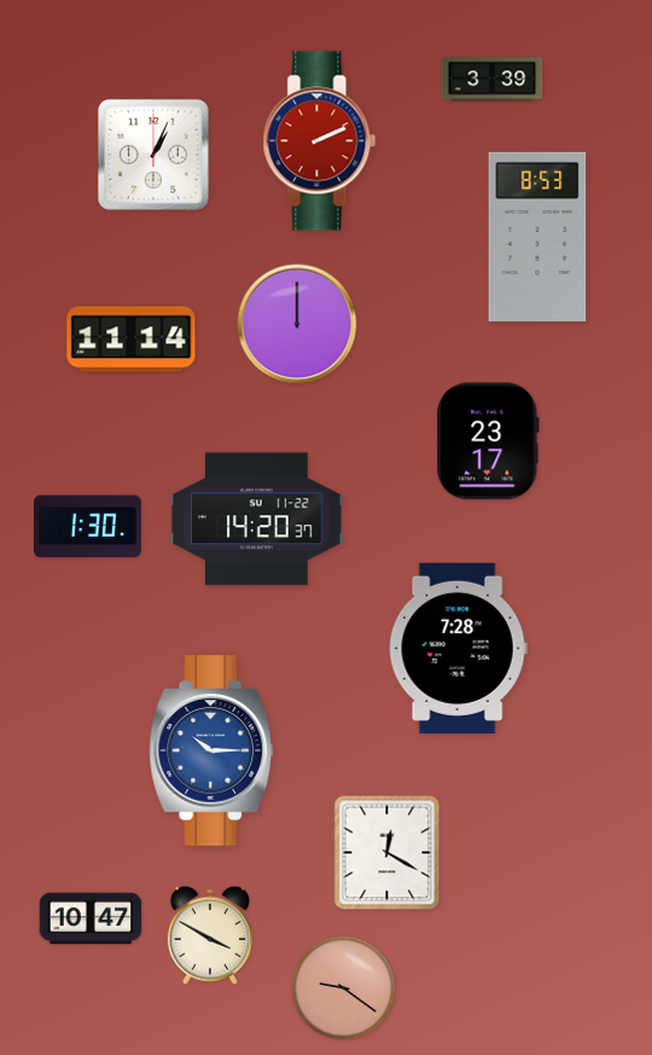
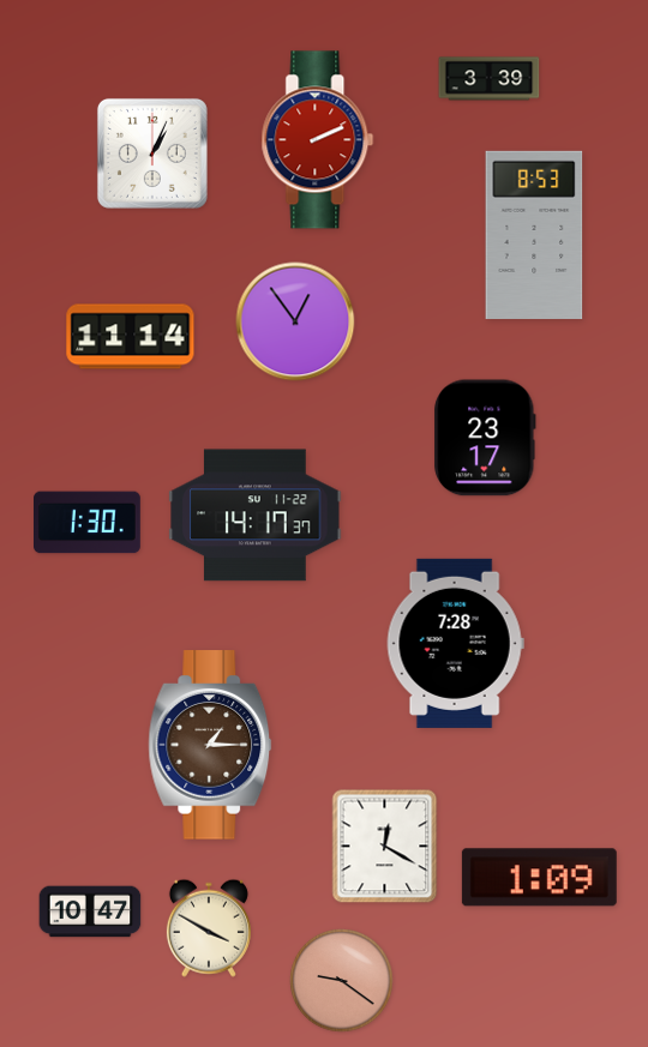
clock at (297, 324): 12:00 -> 12:54
clock at (257, 520): 14:20 -> 14:17
clock at (211, 750): 10:15 -> 1:15
clock at (211, 750) dial: blue -> brown
clock at (539, 878): none -> 1:09
